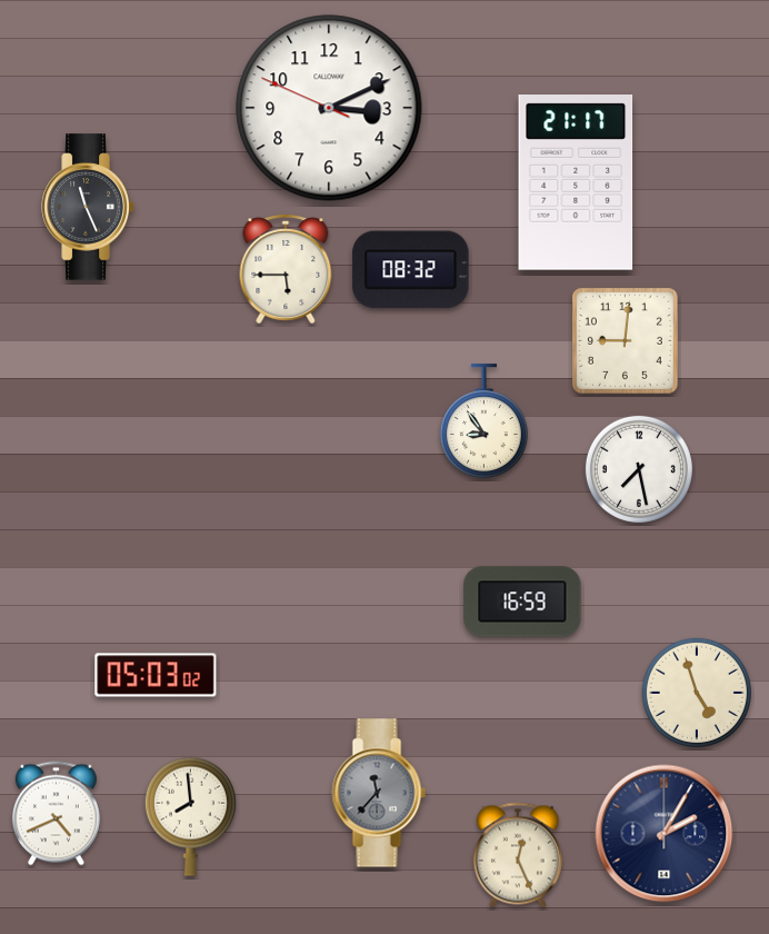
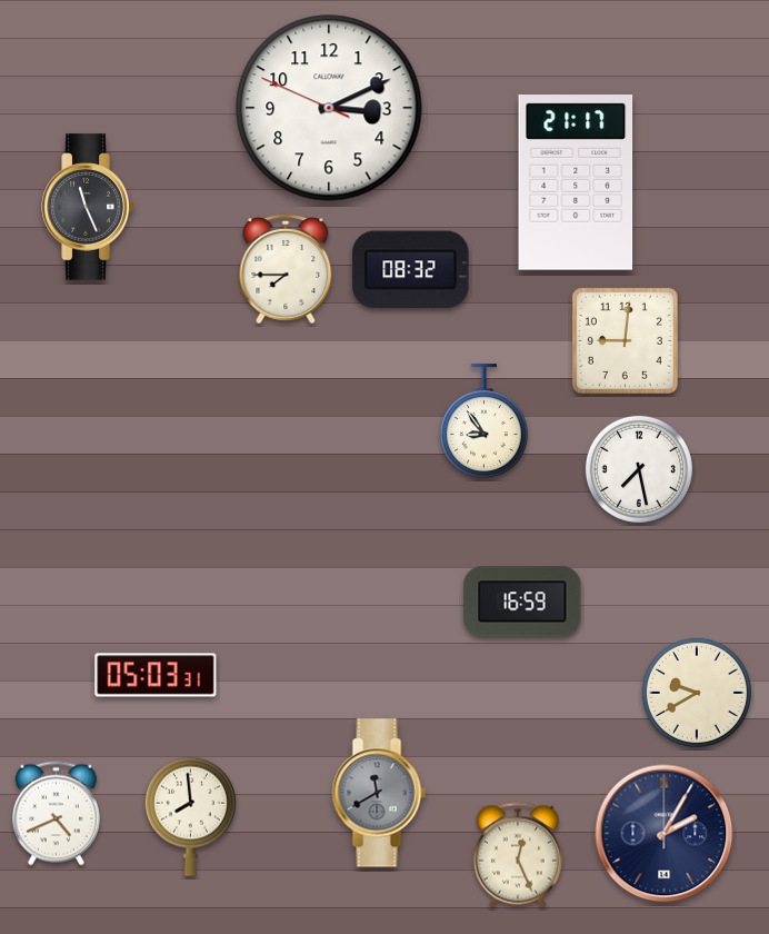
clock at (286, 269): 5:45 -> 7:45
clock at (156, 675): 05:03:02 -> 05:03:31
clock at (697, 693): 4:57 -> 9:40
clock at (379, 793): 11:37 -> 11:40
